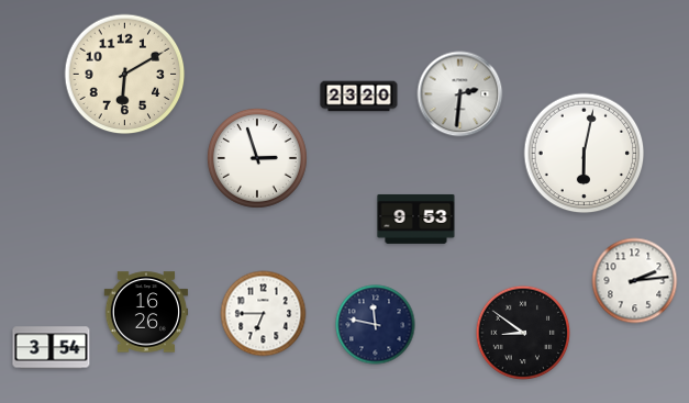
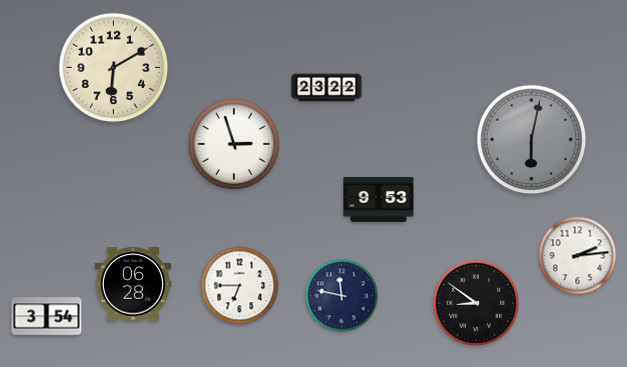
clock at (460, 94): 2:31 -> none
clock at (359, 97): 23:20 -> 23:22
clock at (585, 154) dial: white -> grey
clock at (146, 312): 16:26 -> 06:28
